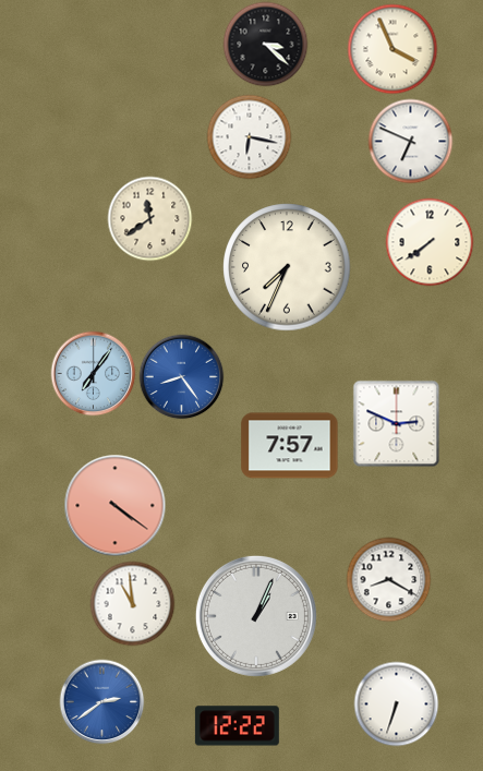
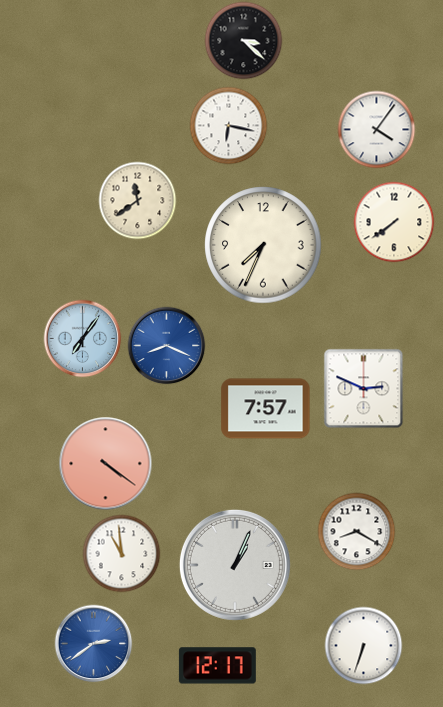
clock at (393, 49): 3:56 -> none
clock at (410, 141): 6:49 -> 4:06
clock at (93, 373) position: (93, 373) -> (82, 338)
clock at (181, 376): 8:24 -> 8:19
clock at (237, 726): 12:22 -> 12:17
